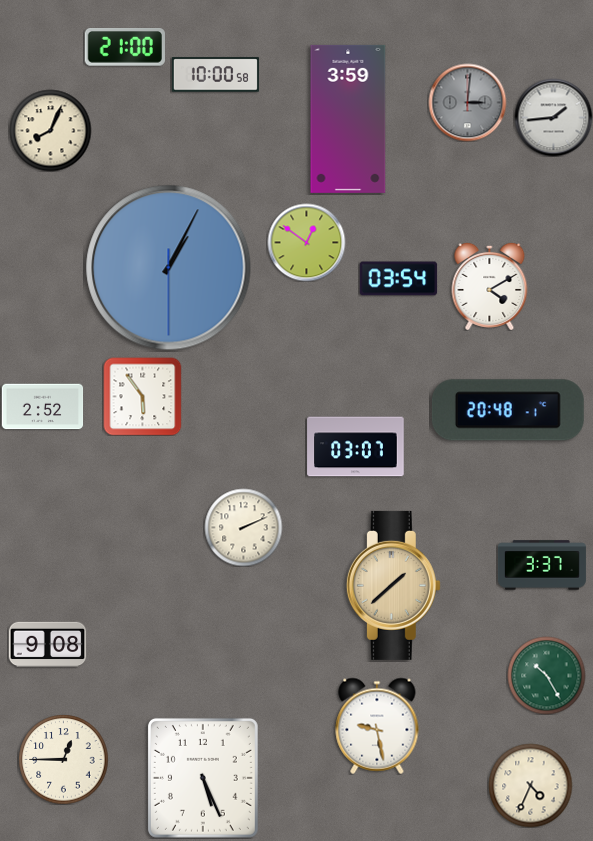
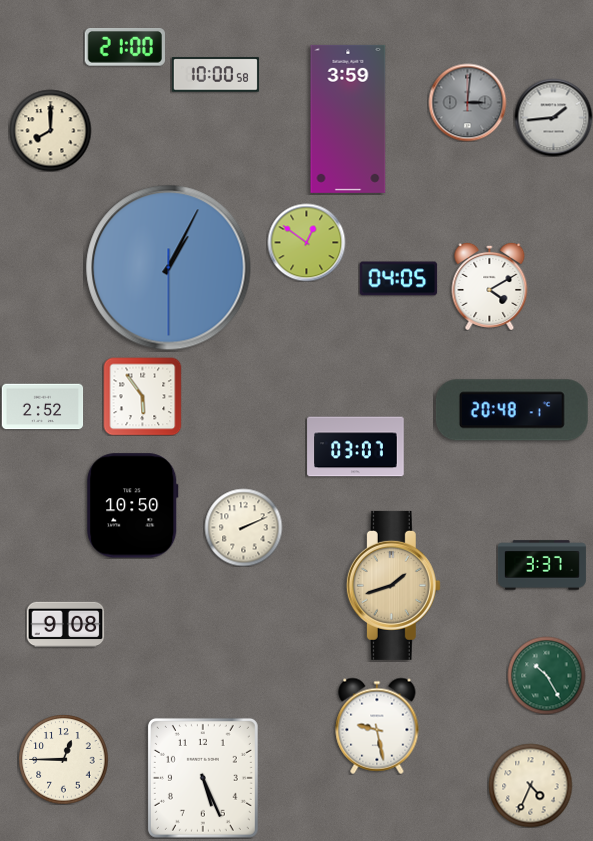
clock at (50, 130): 8:04 -> 8:00
clock at (398, 279): 03:54 -> 04:05
clock at (508, 410) position: (508, 410) -> (512, 410)
clock at (133, 506): none -> 10:50
clock at (393, 585): 1:38 -> 1:42
clock at (47, 645) position: (47, 645) -> (65, 625)
